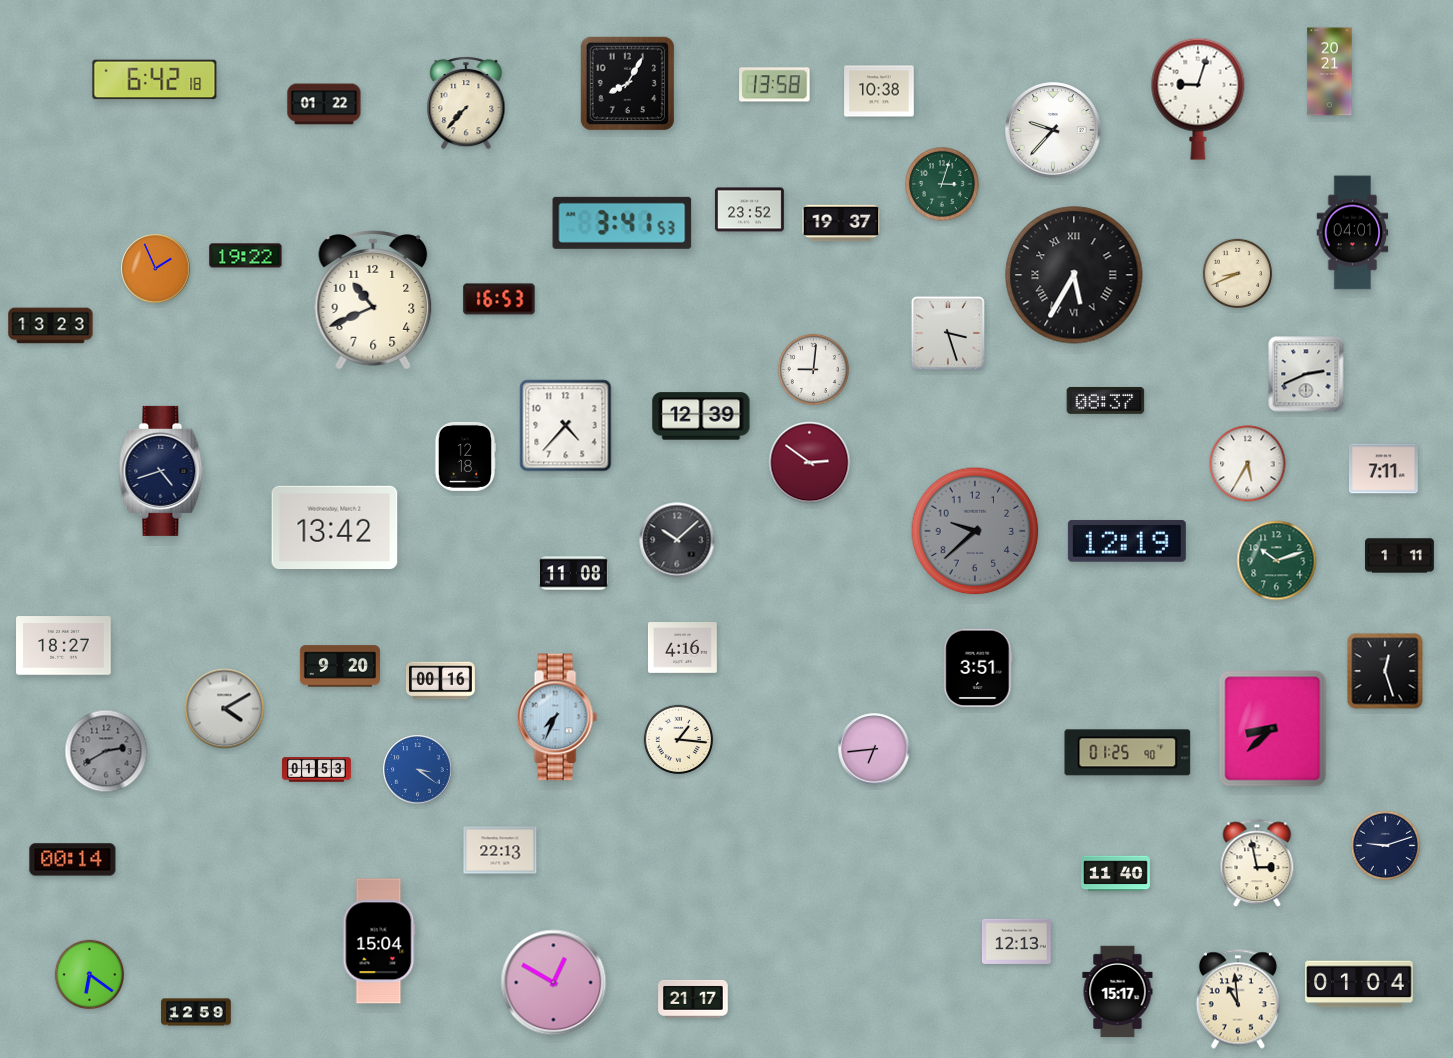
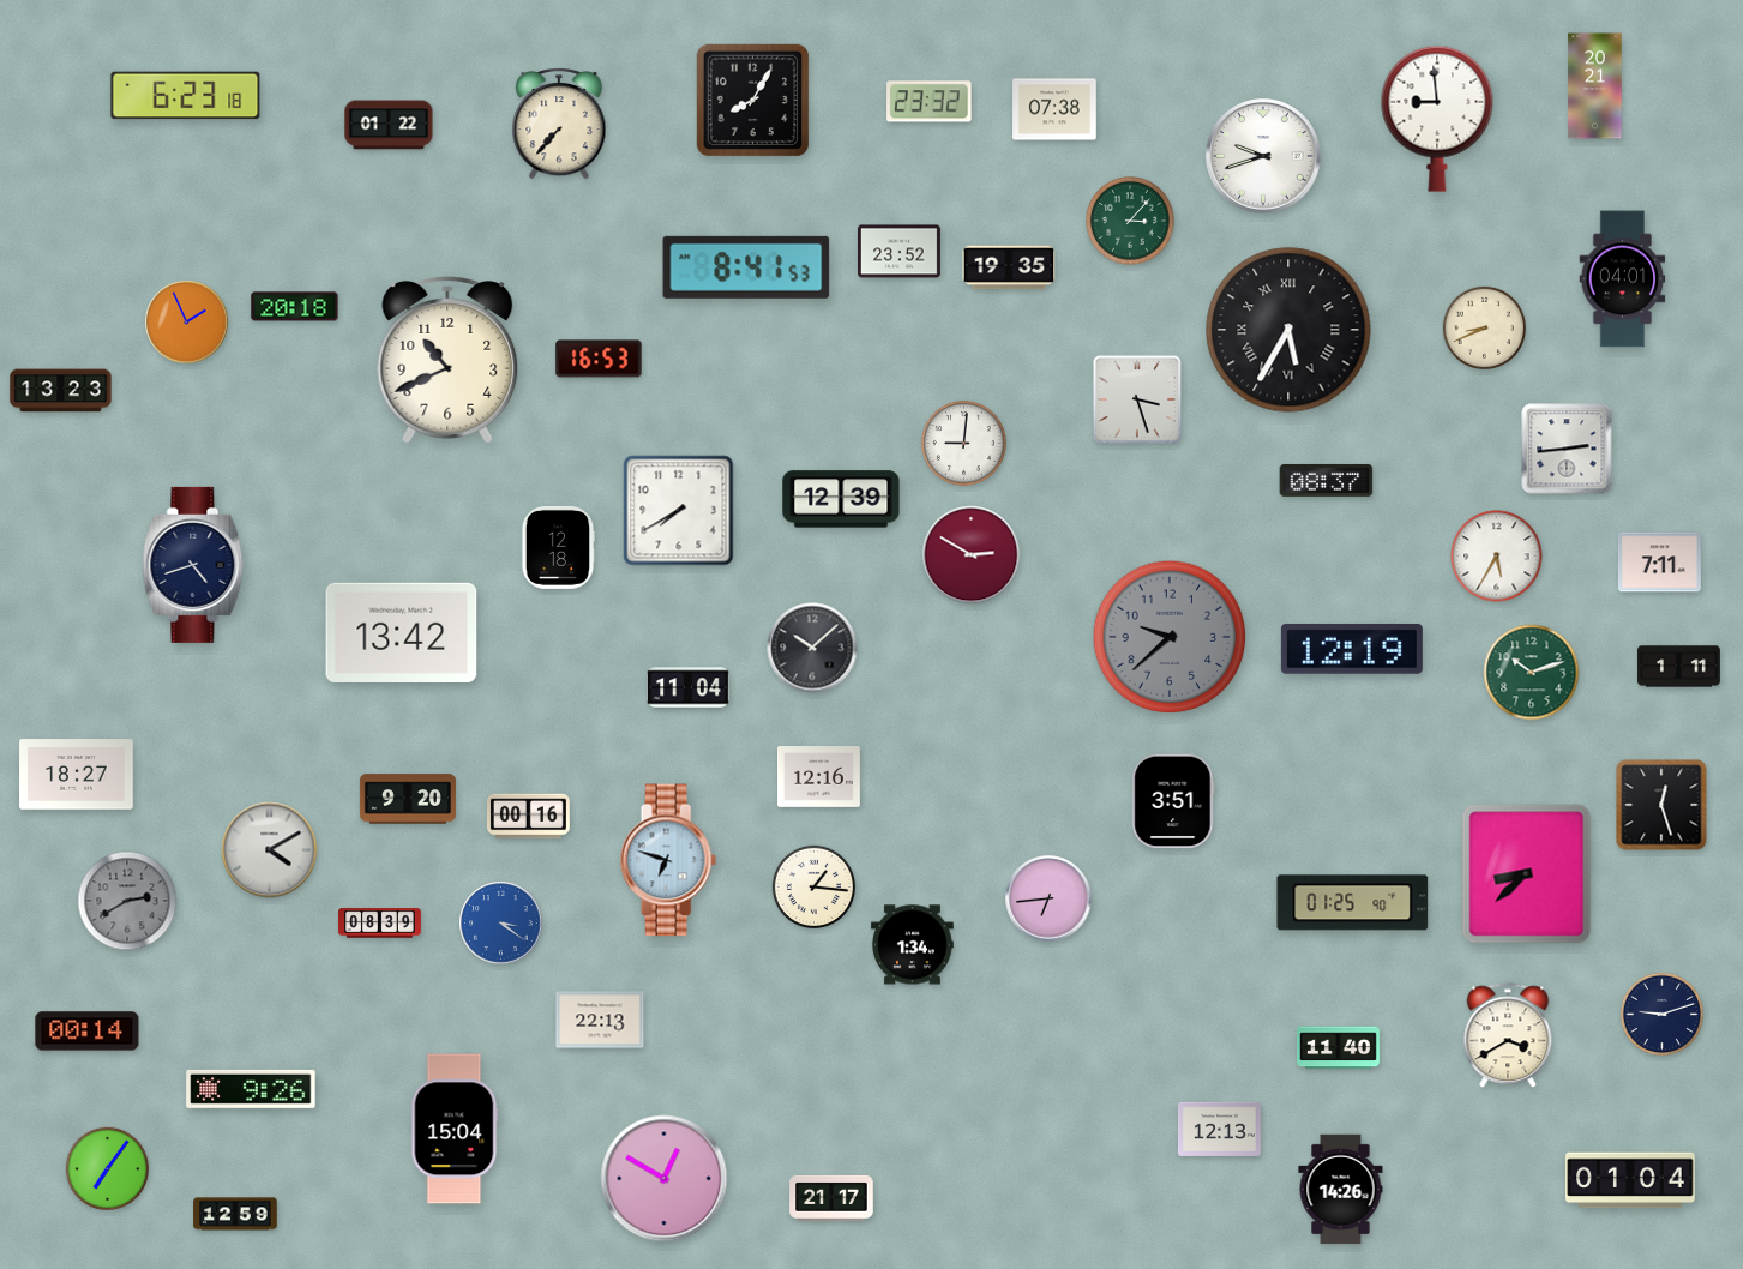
clock at (155, 80): 6:42 -> 6:23
clock at (775, 85): 13:58 -> 23:32
clock at (879, 91): 10:38 -> 07:38
clock at (1198, 99): 9:03 -> 8:59
clock at (1053, 130): 9:37 -> 9:42
clock at (942, 184): 3:03 -> 3:07
clock at (622, 223): 3:41 -> 8:41
clock at (841, 223): 19:37 -> 19:35
clock at (246, 256): 19:22 -> 20:18
clock at (813, 369) position: (813, 369) -> (963, 443)
clock at (1306, 374): 2:41 -> 2:44
clock at (566, 426): 4:37 -> 7:40
clock at (810, 463): 2:51 -> 2:50
clock at (574, 574): 11:08 -> 11:04
clock at (683, 648): 4:16 -> 12:16
clock at (557, 717): 7:34 -> 6:48
clock at (317, 770): 01:53 -> 08:39
clock at (912, 945): none -> 1:34
clock at (1257, 864): 2:58 -> 3:40
clock at (251, 1089): none -> 9:26
clock at (89, 974): 6:21 -> 7:06
clock at (1118, 992): 15:17 -> 14:26
clock at (1238, 999): 10:59 -> none
